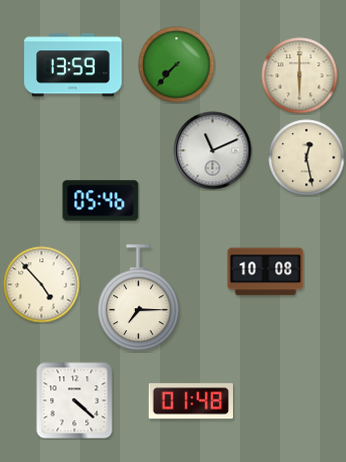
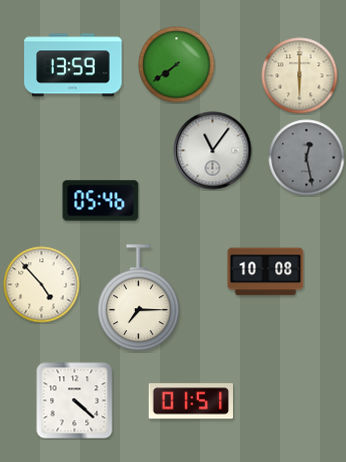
clock at (177, 65): 7:37 -> 7:39
clock at (213, 151): 11:11 -> 11:06
clock at (307, 158) dial: cream -> grey
clock at (190, 401): 01:48 -> 01:51
